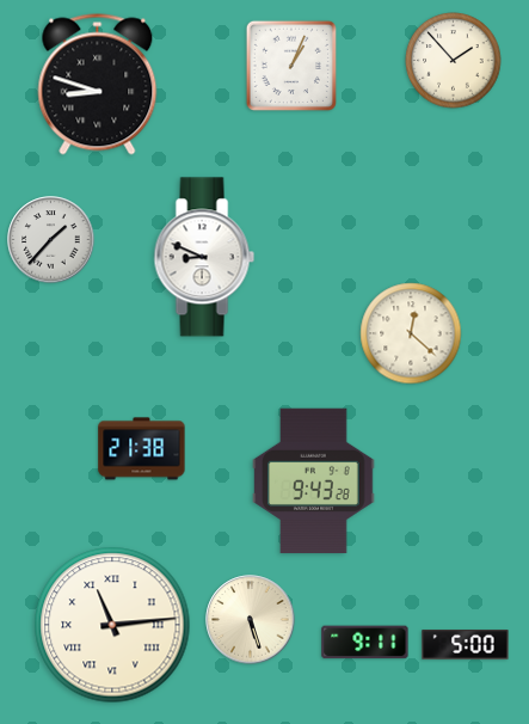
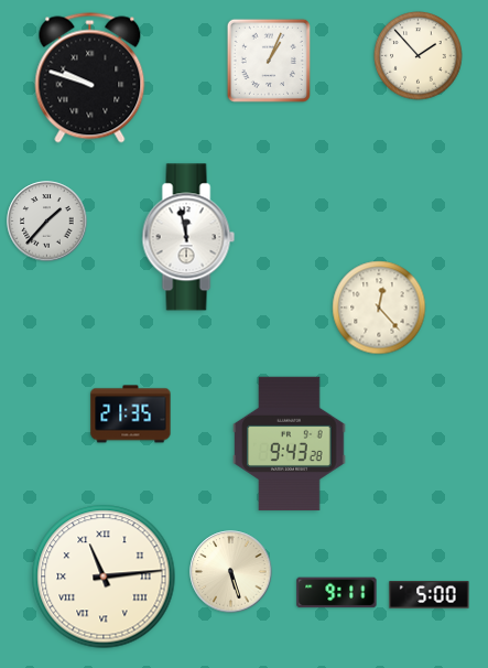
clock at (98, 85): 8:48 -> 9:48
clock at (204, 257): 8:49 -> 11:58
clock at (411, 333): 12:22 -> 12:23
clock at (142, 449): 21:38 -> 21:35
